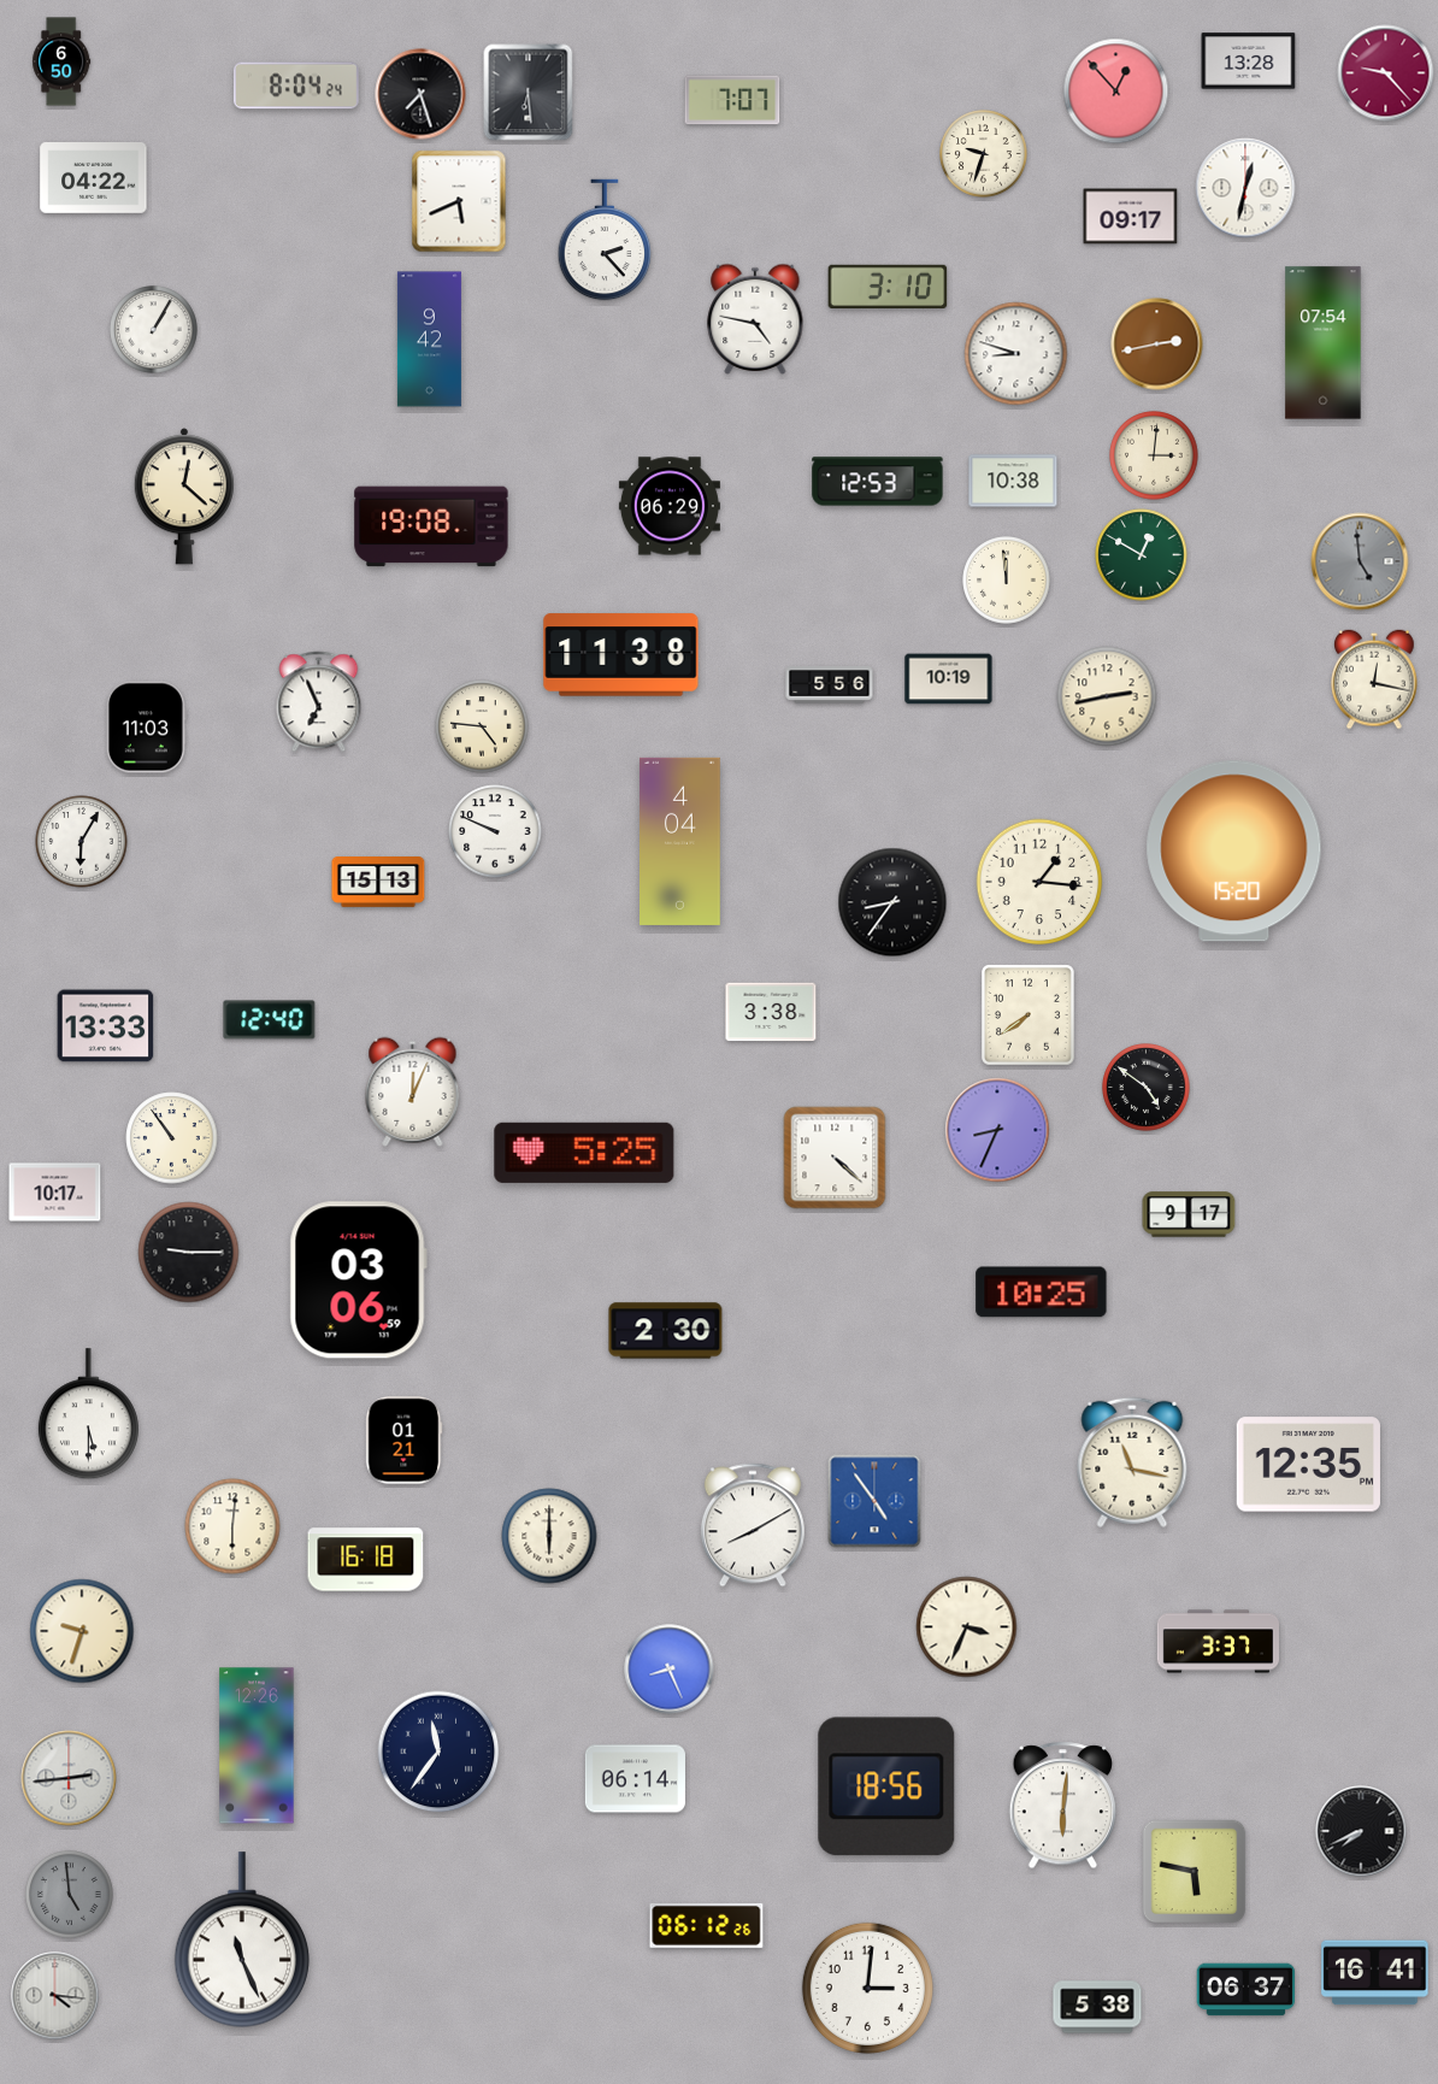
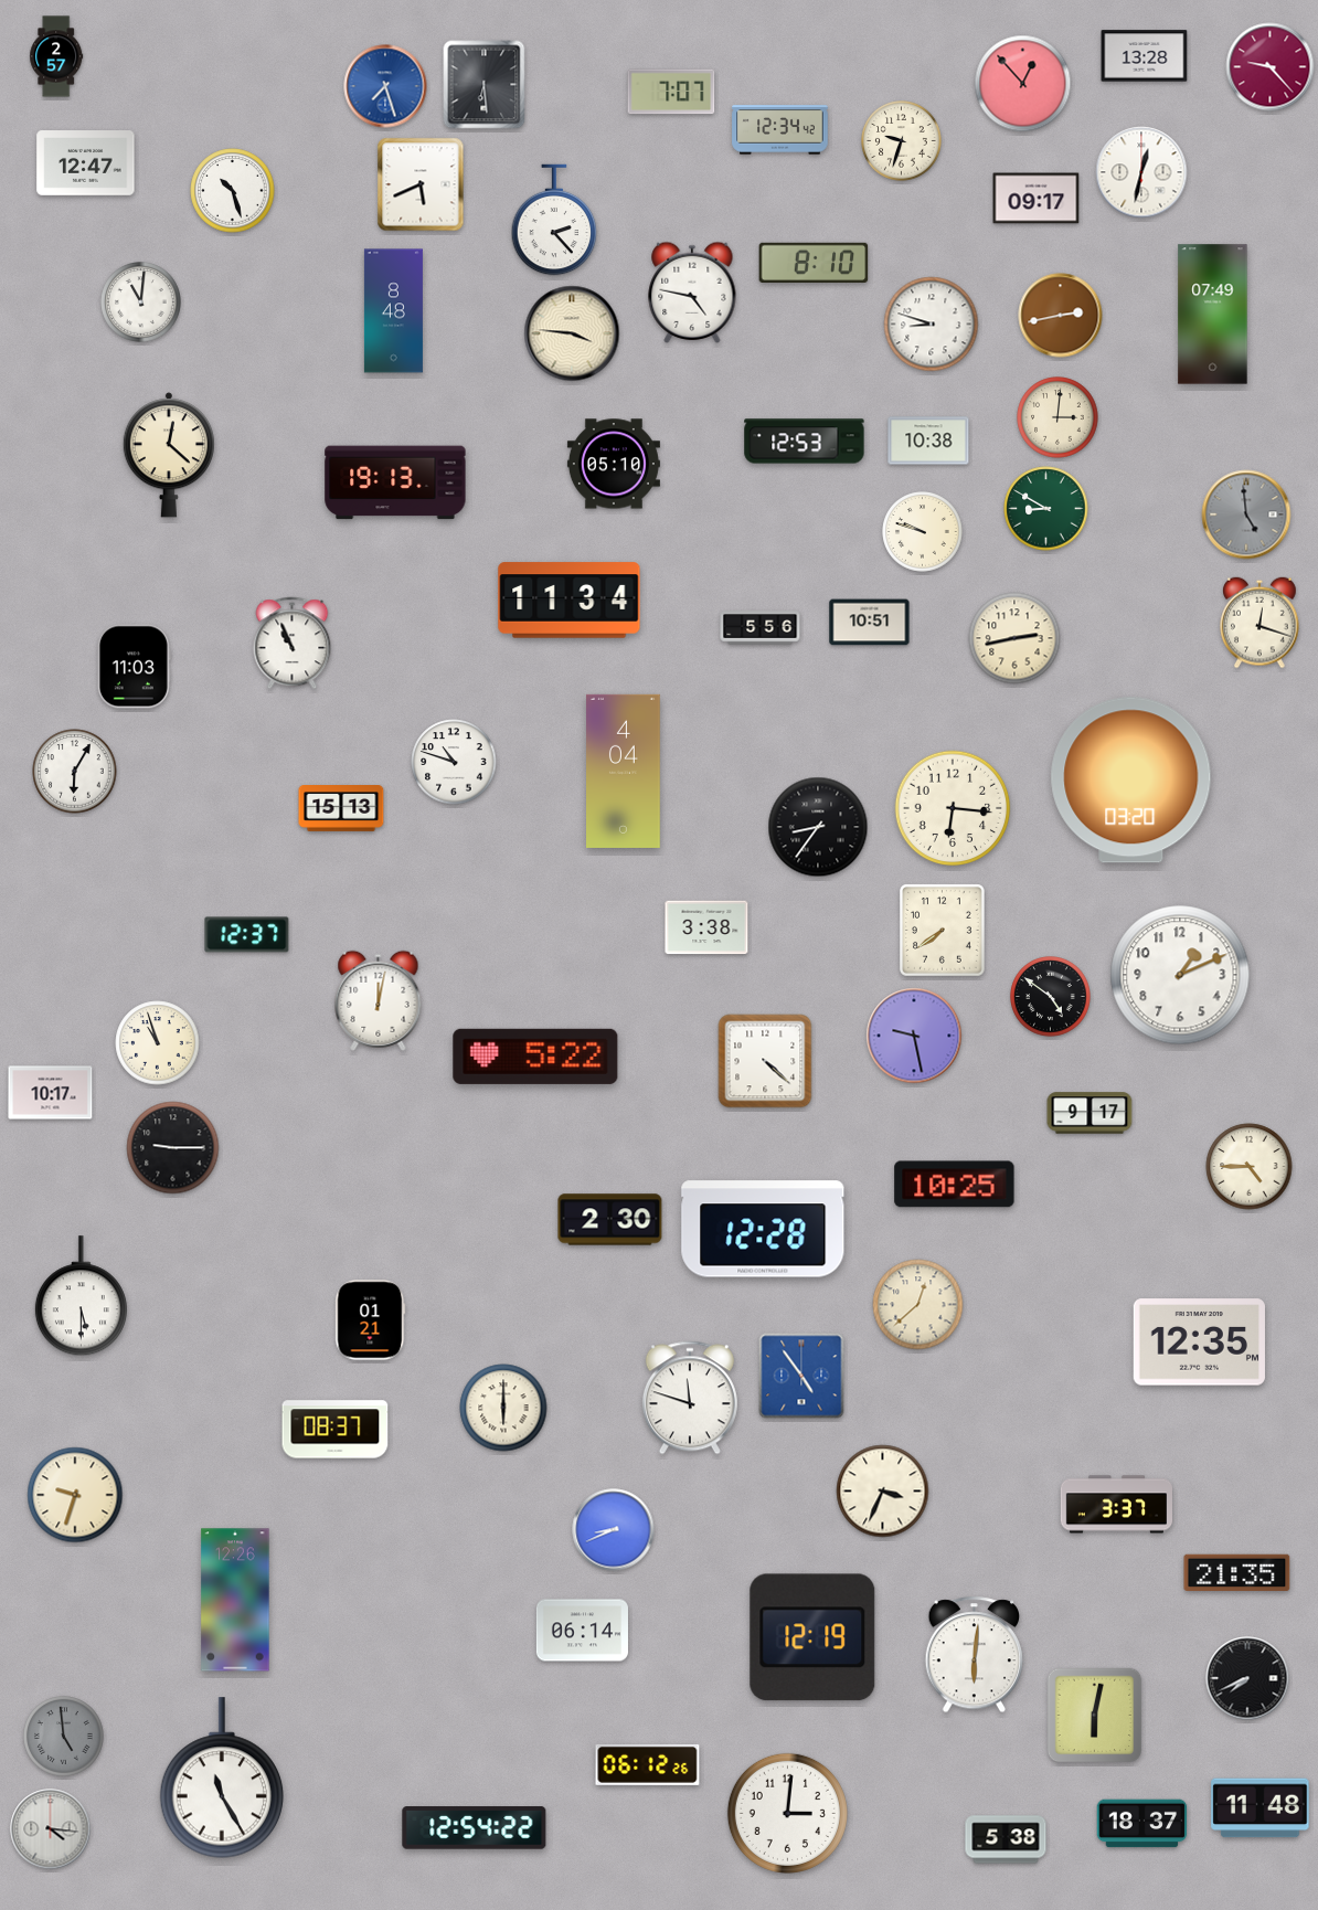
clock at (61, 61): 6:50 -> 2:57
clock at (296, 86): 8:04 -> none
clock at (420, 94) dial: black -> blue
clock at (780, 130): none -> 12:34
clock at (94, 178): 04:22 -> 12:47
clock at (233, 191): none -> 10:27
clock at (888, 285): 3:10 -> 8:10
clock at (154, 330): 1:05 -> 11:01
clock at (429, 340): 9:42 -> 8:48
clock at (1324, 343): 07:54 -> 07:49
clock at (572, 333): none -> 3:46
clock at (670, 506): 06:29 -> 05:10
clock at (431, 526): 19:08 -> 19:13
clock at (1142, 555): 12:50 -> 8:50
clock at (1007, 581): 11:59 -> 9:48
clock at (621, 655): 11:38 -> 11:34
clock at (949, 679): 10:19 -> 10:51
clock at (1374, 679): 12:17 -> 12:18
clock at (319, 702): 6:56 -> 10:56
clock at (482, 726): 4:46 -> none
clock at (495, 831): 9:49 -> 10:48
clock at (1234, 852): 15:20 -> 03:20
clock at (1039, 882): 1:16 -> 6:16
clock at (378, 883) position: (378, 883) -> (341, 809)
clock at (270, 1020): 12:40 -> 12:37
clock at (106, 1026): 13:33 -> none
clock at (1180, 975): none -> 1:11
clock at (413, 1091): 12:04 -> 12:02
clock at (997, 1130): 8:34 -> 9:28
clock at (172, 1138): 10:54 -> 10:57
clock at (584, 1153): 5:25 -> 5:22
clock at (1250, 1167): none -> 4:45
clock at (358, 1281): 03:06 -> none
clock at (763, 1229): none -> 12:28
clock at (918, 1305): none -> 12:38
clock at (1132, 1462): 11:17 -> none
clock at (753, 1525): 8:10 -> 11:48
clock at (232, 1526): 6:01 -> none
clock at (366, 1560): 16:18 -> 08:37
clock at (967, 1627) position: (967, 1627) -> (883, 1492)
clock at (670, 1670): 8:26 -> 8:41
clock at (1237, 1572): none -> 21:35
clock at (438, 1752): 11:36 -> none
clock at (69, 1778): 2:44 -> none
clock at (886, 1786): 18:56 -> 12:19
clock at (1195, 1872): 5:47 -> 6:02
clock at (242, 1939): 11:26 -> 11:25
clock at (1375, 1973): 16:41 -> 11:48
clock at (867, 1988) position: (867, 1988) -> (787, 1813)
clock at (1247, 1990): 06:37 -> 18:37
clock at (475, 1828): none -> 12:54
